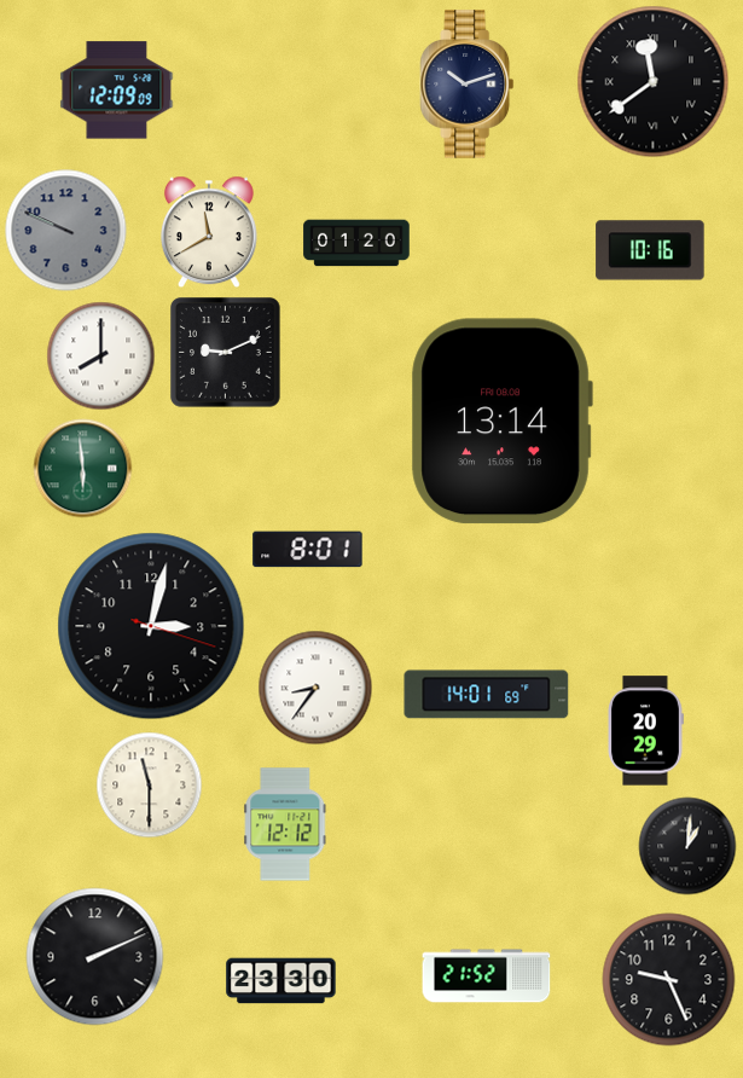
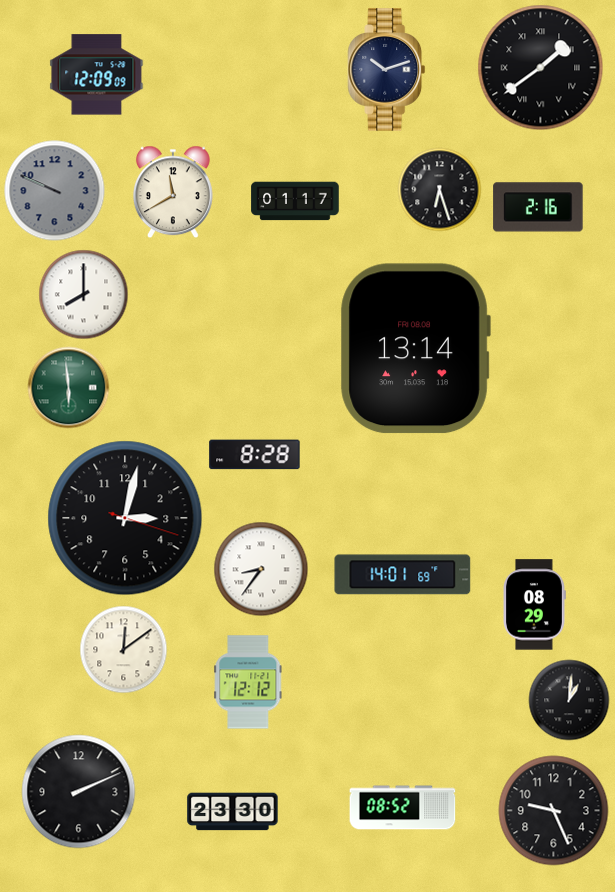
clock at (654, 82): 11:39 -> 1:39
clock at (440, 190): none -> 6:27
clock at (356, 243): 01:20 -> 01:17
clock at (650, 250): 10:16 -> 2:16
clock at (226, 353): 9:11 -> none
clock at (308, 550): 8:01 -> 8:28
clock at (645, 731): 20:29 -> 08:29
clock at (150, 786): 11:30 -> 12:09
clock at (285, 824) position: (285, 824) -> (248, 682)
clock at (487, 976): 21:52 -> 08:52
